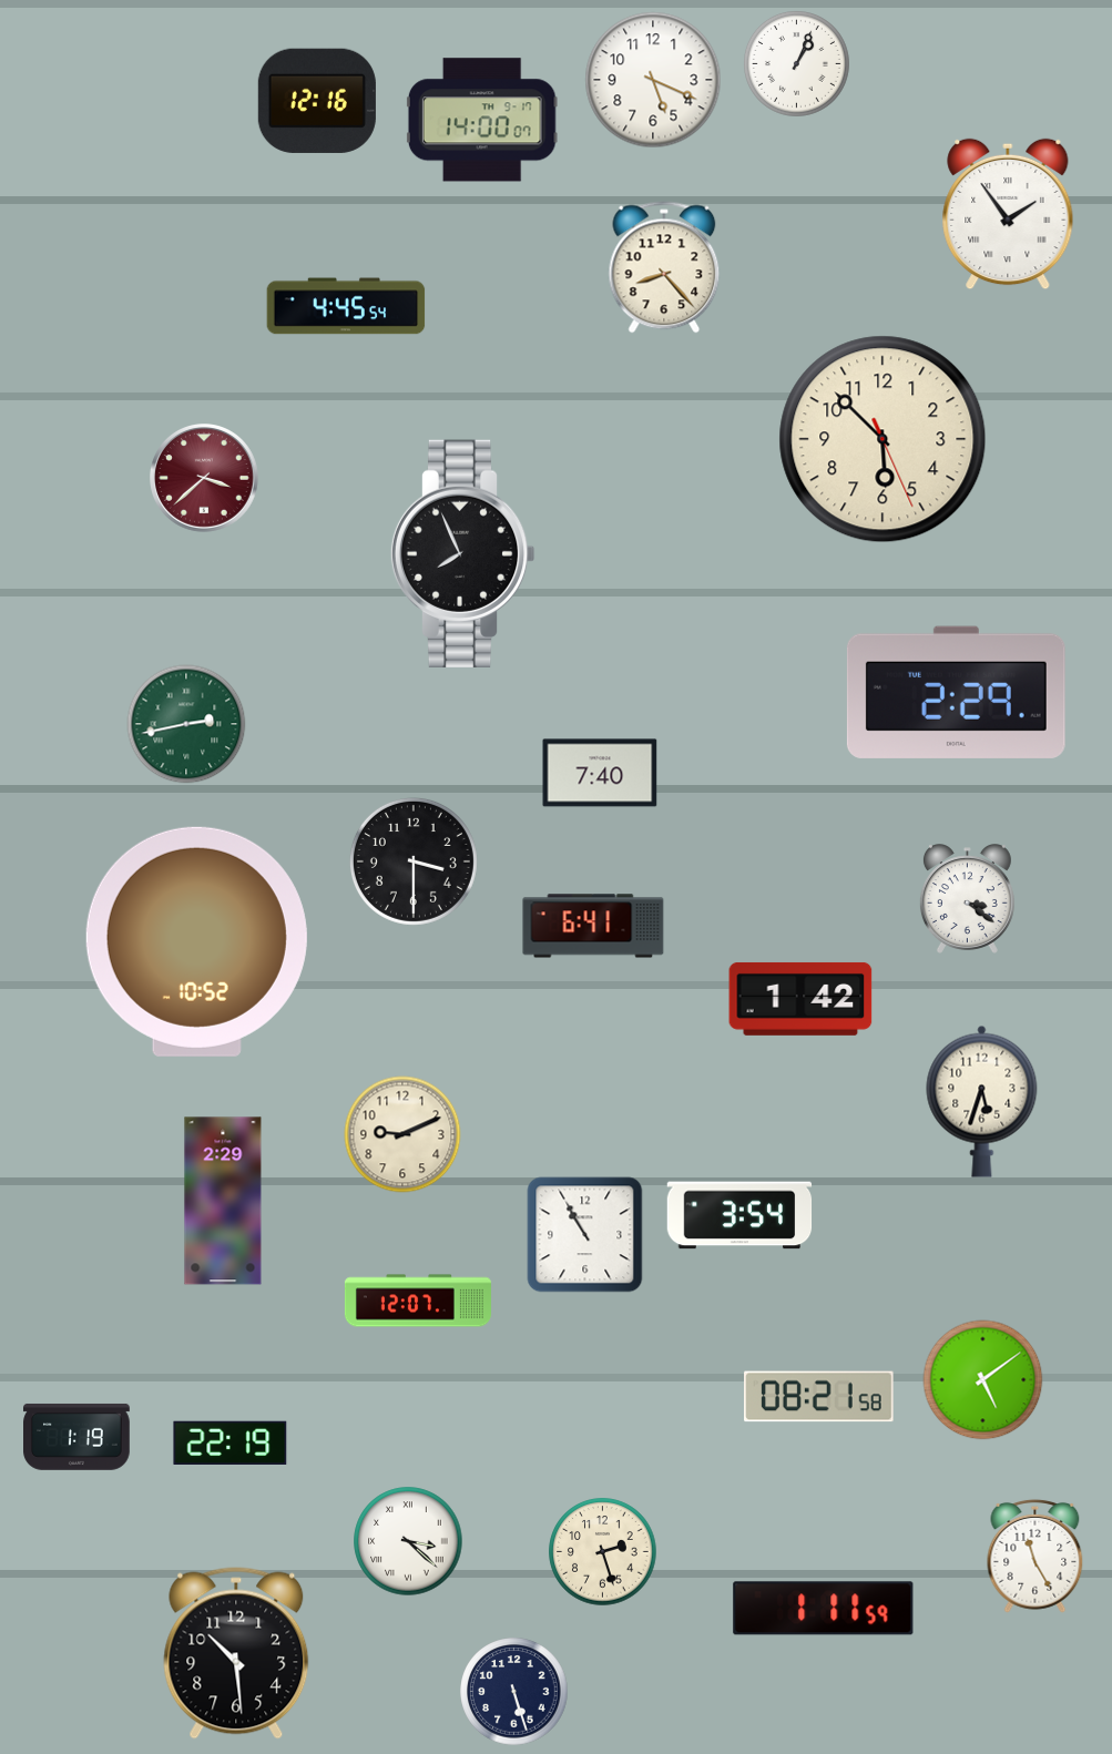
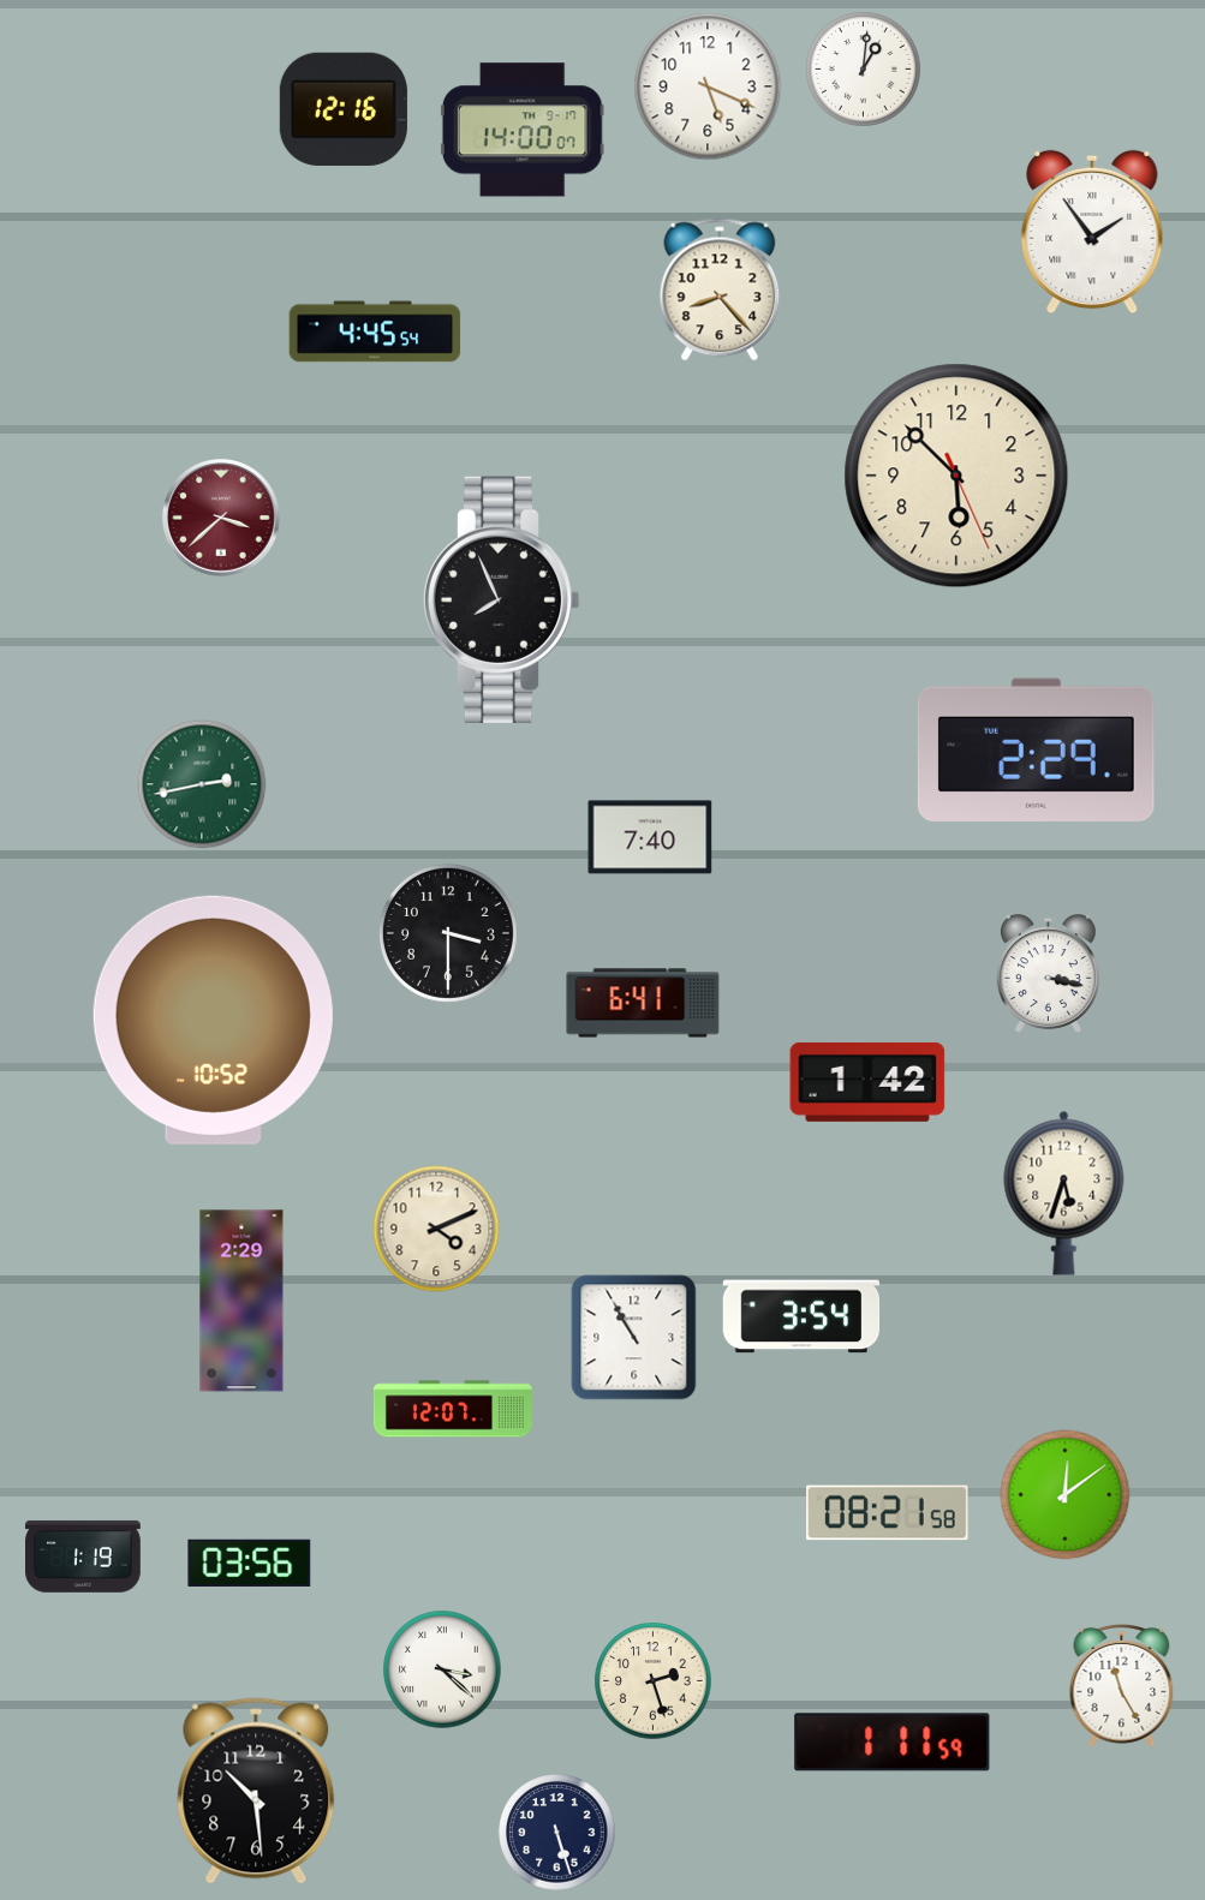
clock at (797, 64): 1:04 -> 1:01
clock at (967, 899): 3:21 -> 3:17
clock at (402, 1134): 9:11 -> 4:11
clock at (983, 1380): 5:09 -> 12:09
clock at (231, 1442): 22:19 -> 03:56
